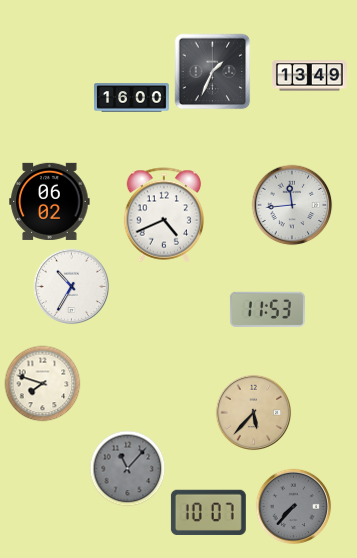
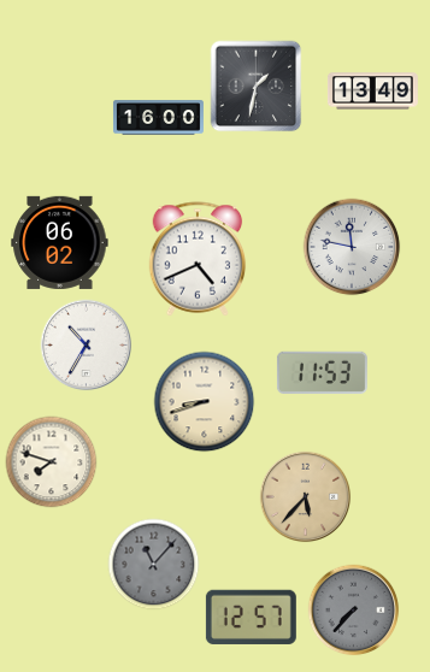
clock at (213, 72): 1:34 -> 1:32
clock at (292, 205): 11:44 -> 11:47
clock at (205, 402): none -> 8:42
clock at (208, 512): 10:07 -> 12:57
